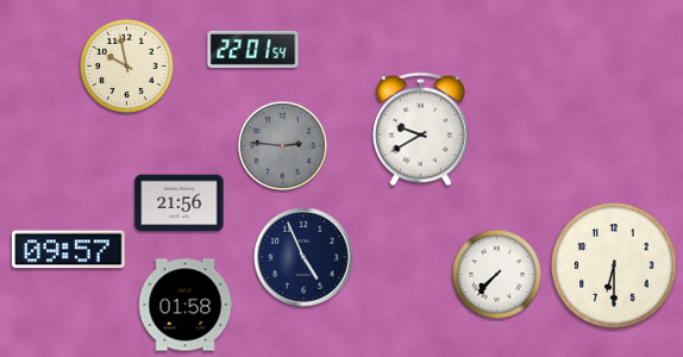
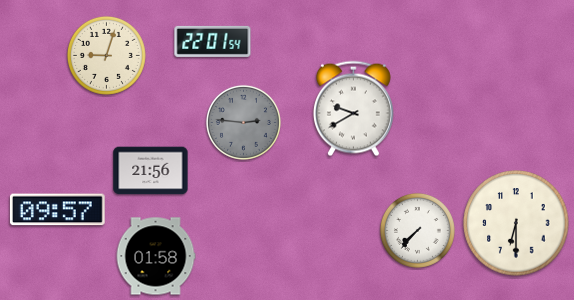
clock at (126, 65): 9:58 -> 9:03
clock at (282, 145) position: (282, 145) -> (243, 122)
clock at (303, 257): 4:56 -> none
